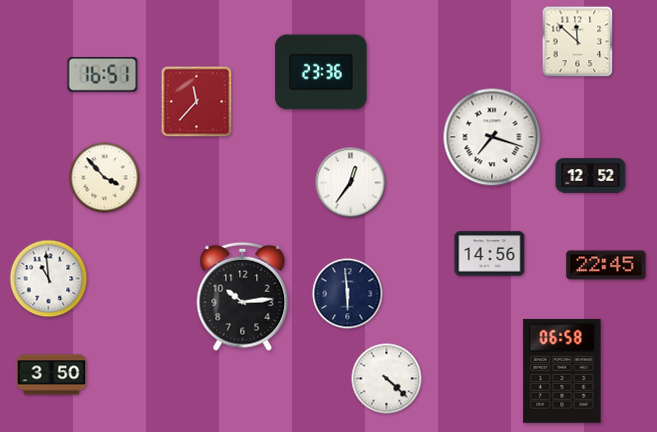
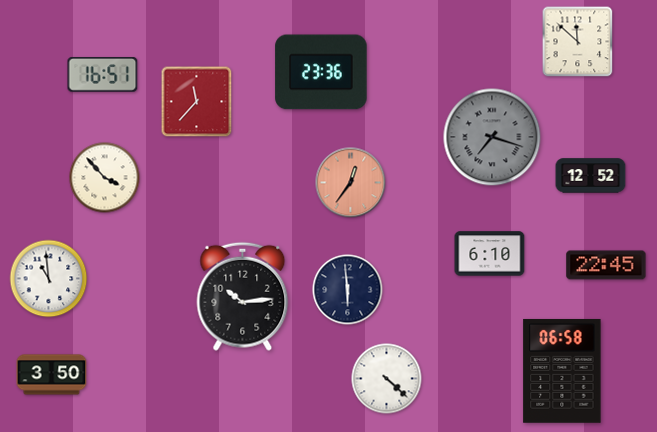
clock at (492, 137) dial: white -> grey
clock at (351, 183) dial: white -> salmon
clock at (490, 254): 14:56 -> 6:10
clock at (348, 294) position: (348, 294) -> (348, 290)
